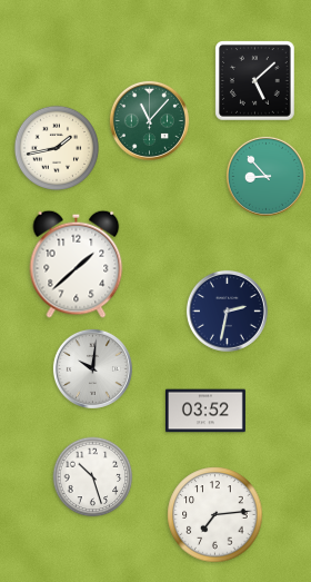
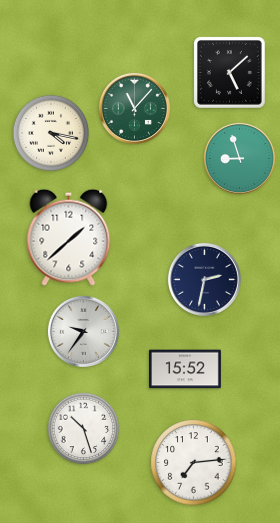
clock at (56, 147): 1:43 -> 4:17
clock at (265, 176): 8:53 -> 8:57
clock at (92, 368): 10:01 -> 9:36
clock at (205, 411): 03:52 -> 15:52
